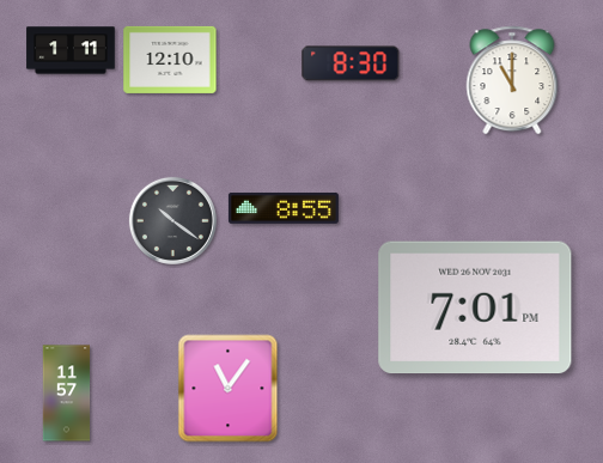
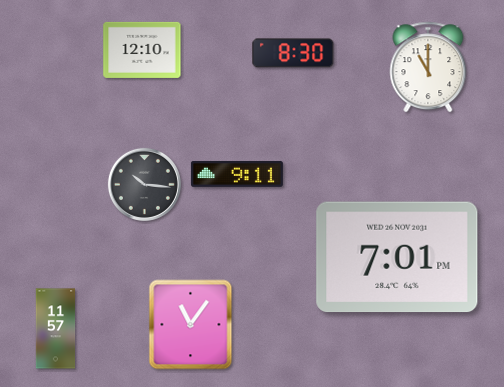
clock at (71, 50): 1:11 -> none
clock at (284, 208): 8:55 -> 9:11
clock at (172, 220): 10:21 -> 10:16
